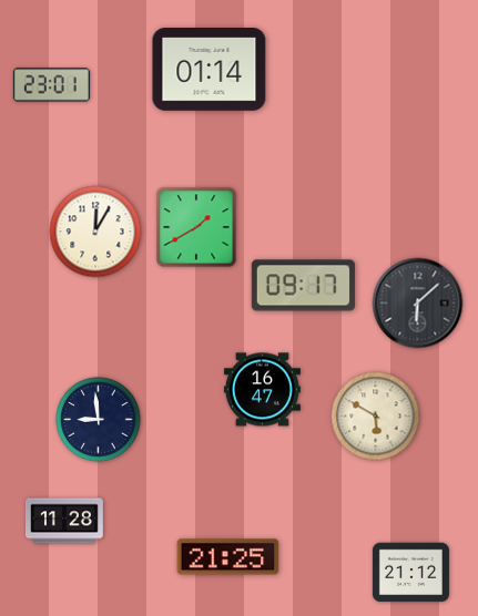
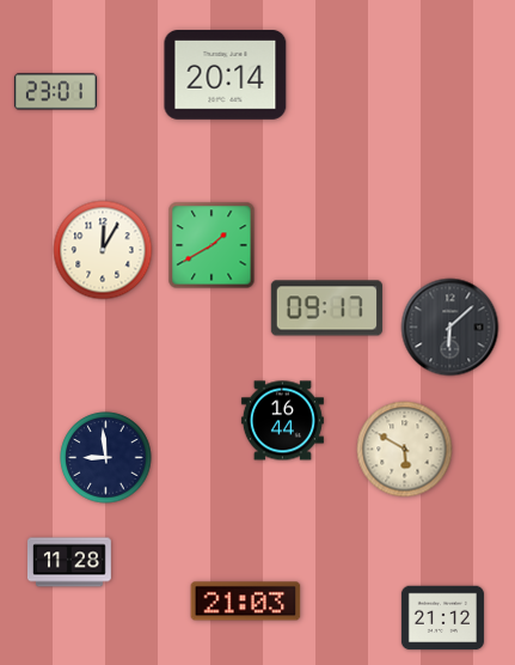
clock at (210, 70): 01:14 -> 20:14
clock at (262, 390): 16:47 -> 16:44
clock at (99, 420) position: (99, 420) -> (106, 458)
clock at (228, 557): 21:25 -> 21:03
